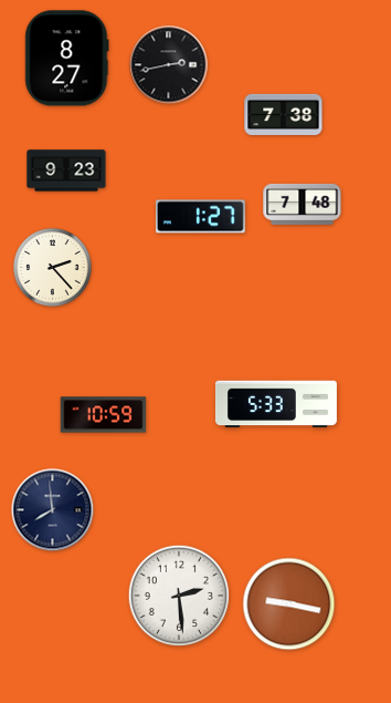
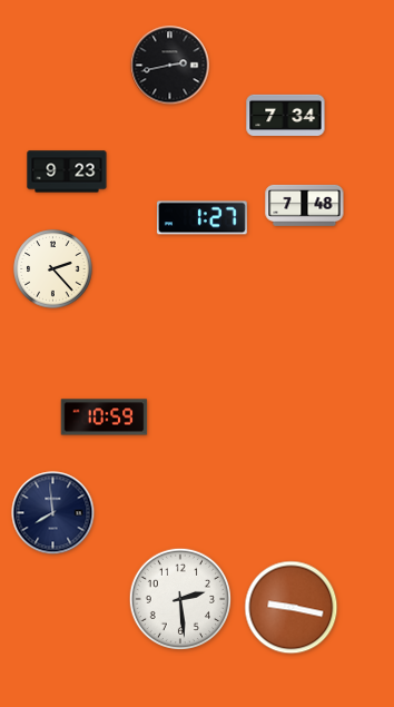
clock at (67, 59): 8:27 -> none
clock at (284, 114): 7:38 -> 7:34
clock at (276, 404): 5:33 -> none
